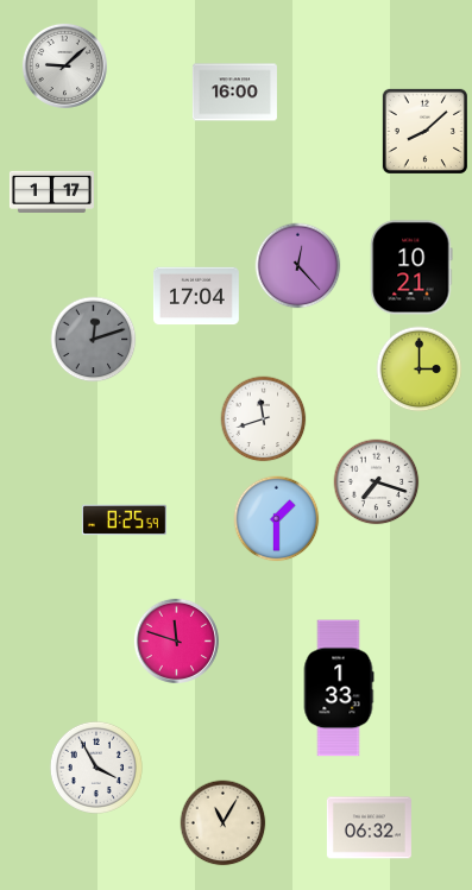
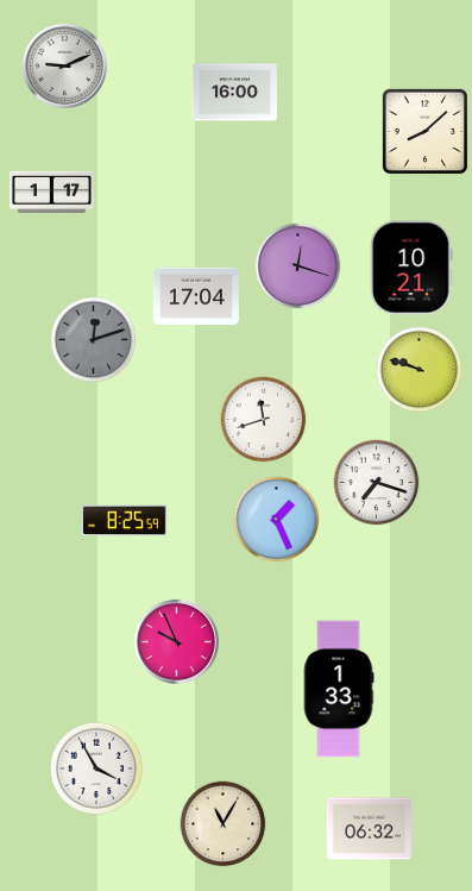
clock at (64, 65): 9:08 -> 9:11
clock at (298, 266): 12:23 -> 12:18
clock at (420, 370): 3:00 -> 9:48
clock at (277, 519): 1:30 -> 1:26
clock at (176, 640): 11:48 -> 9:56
